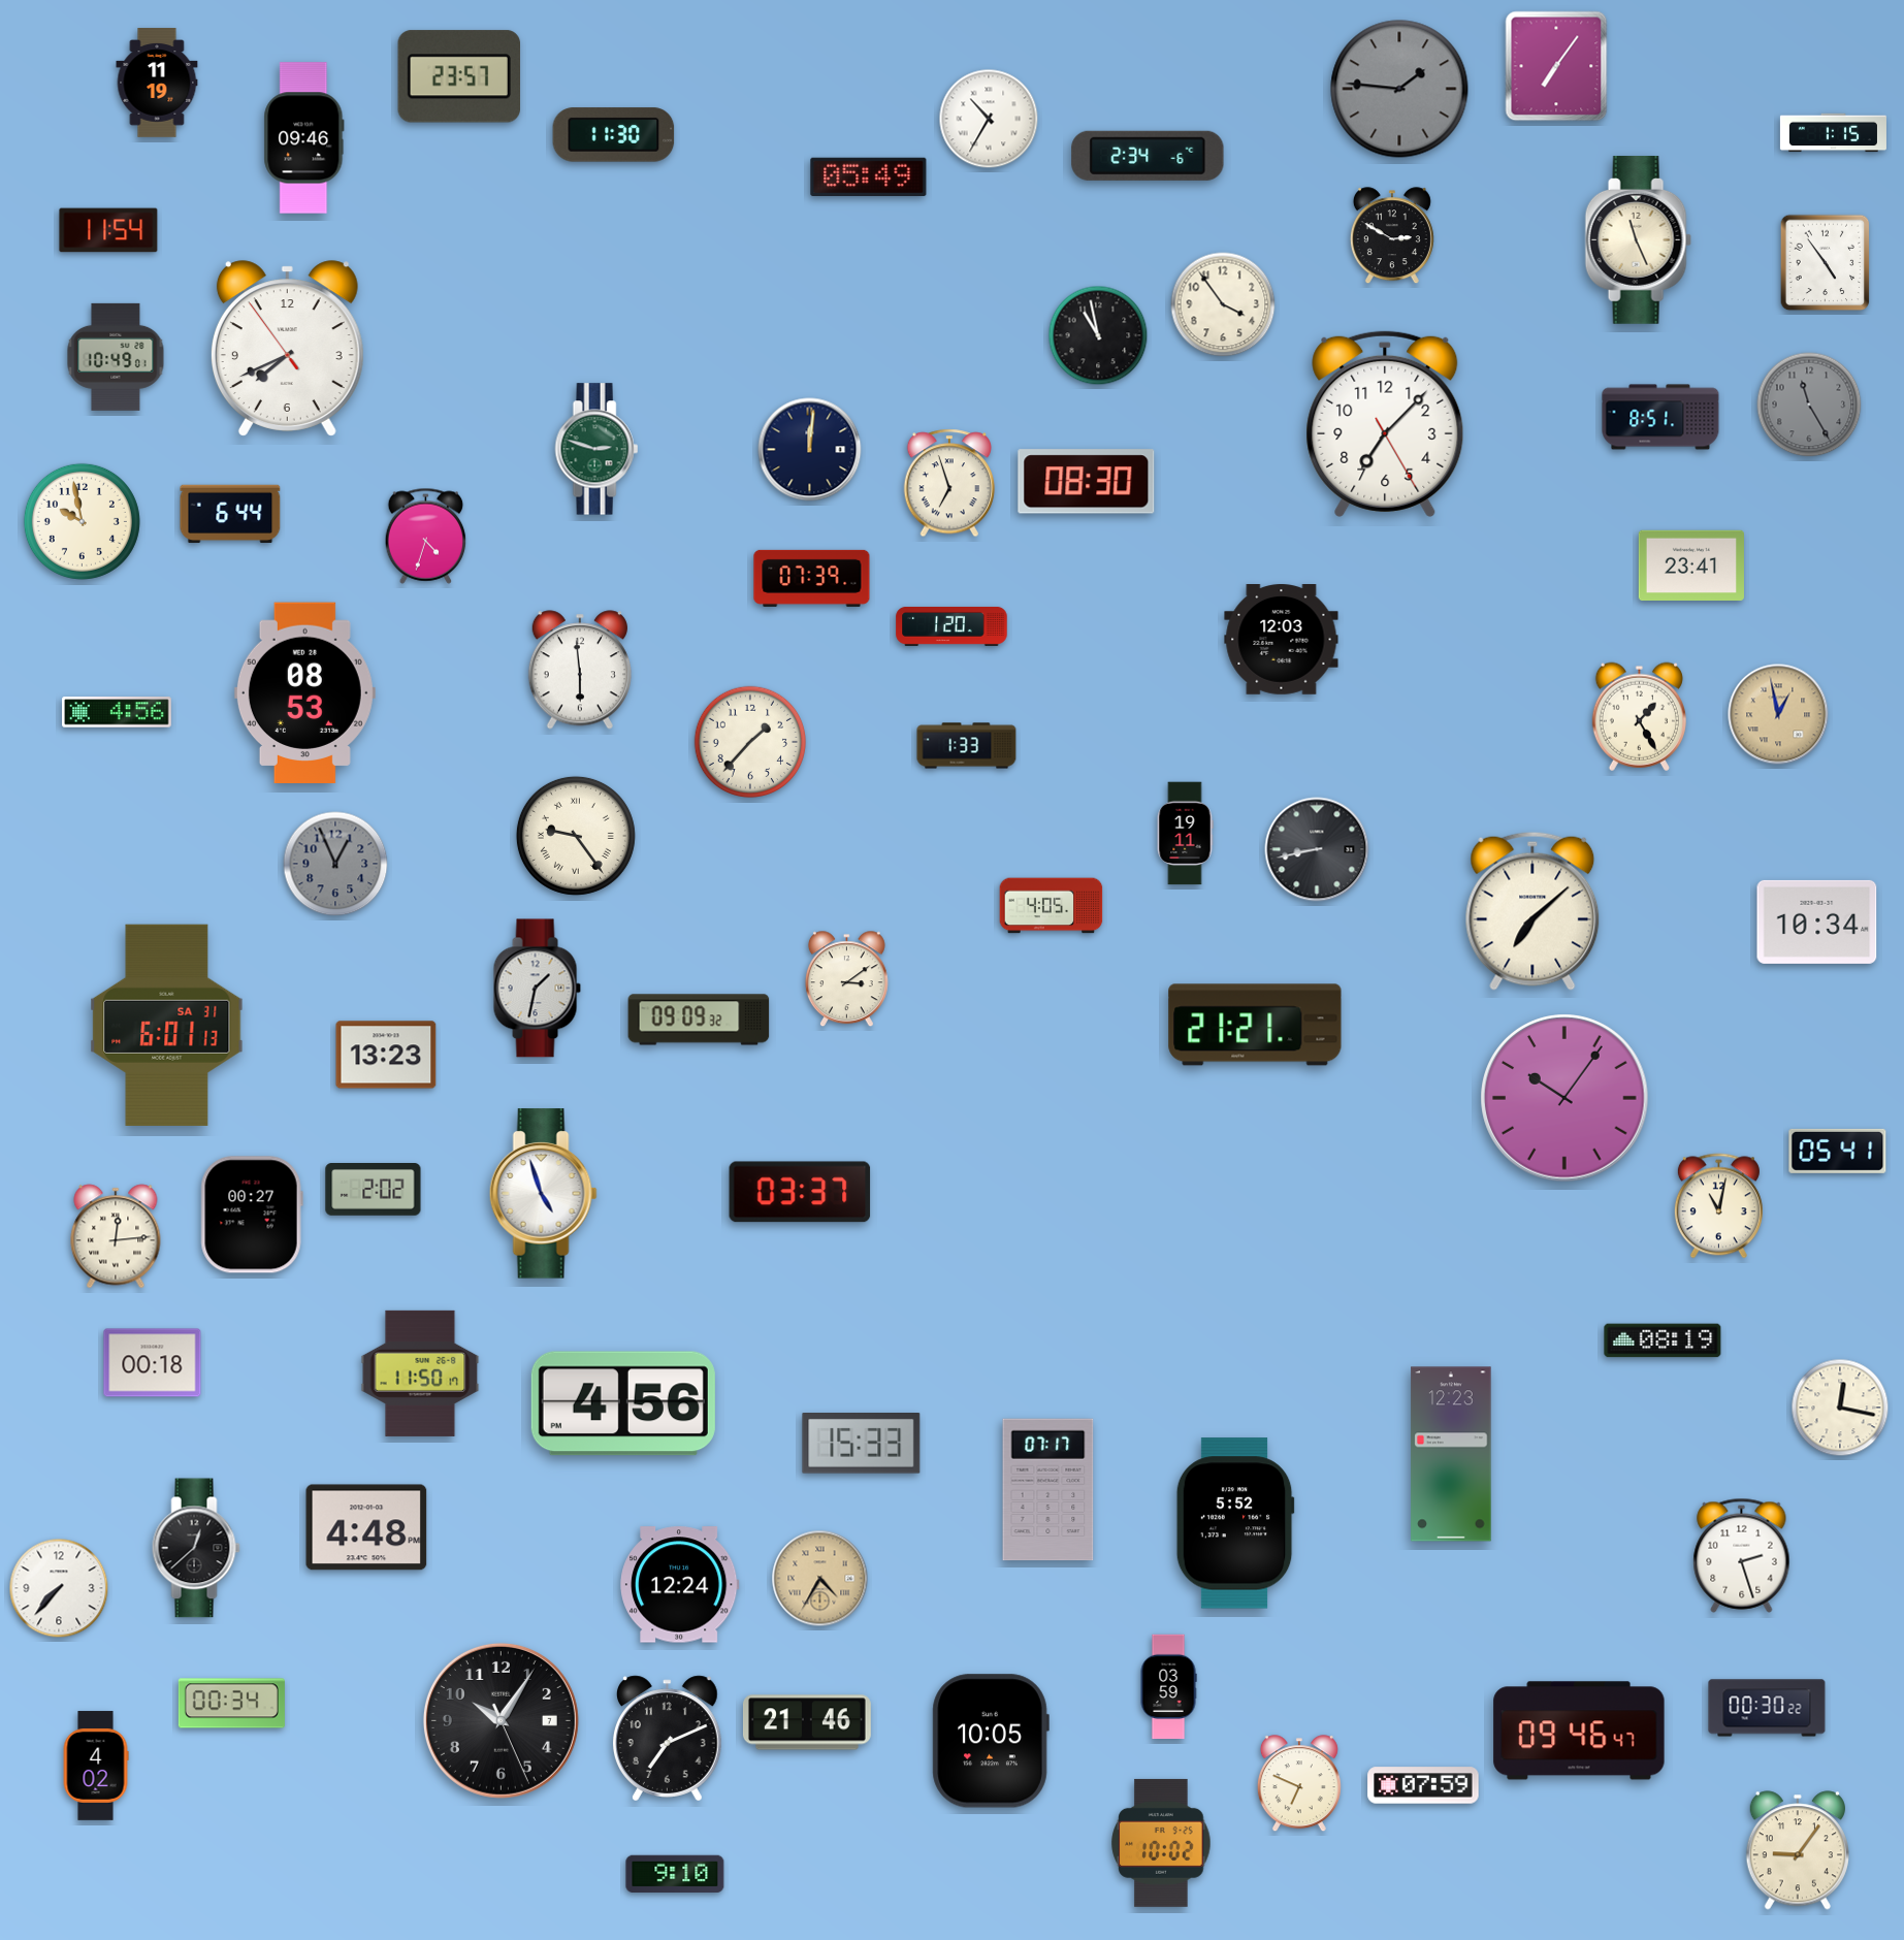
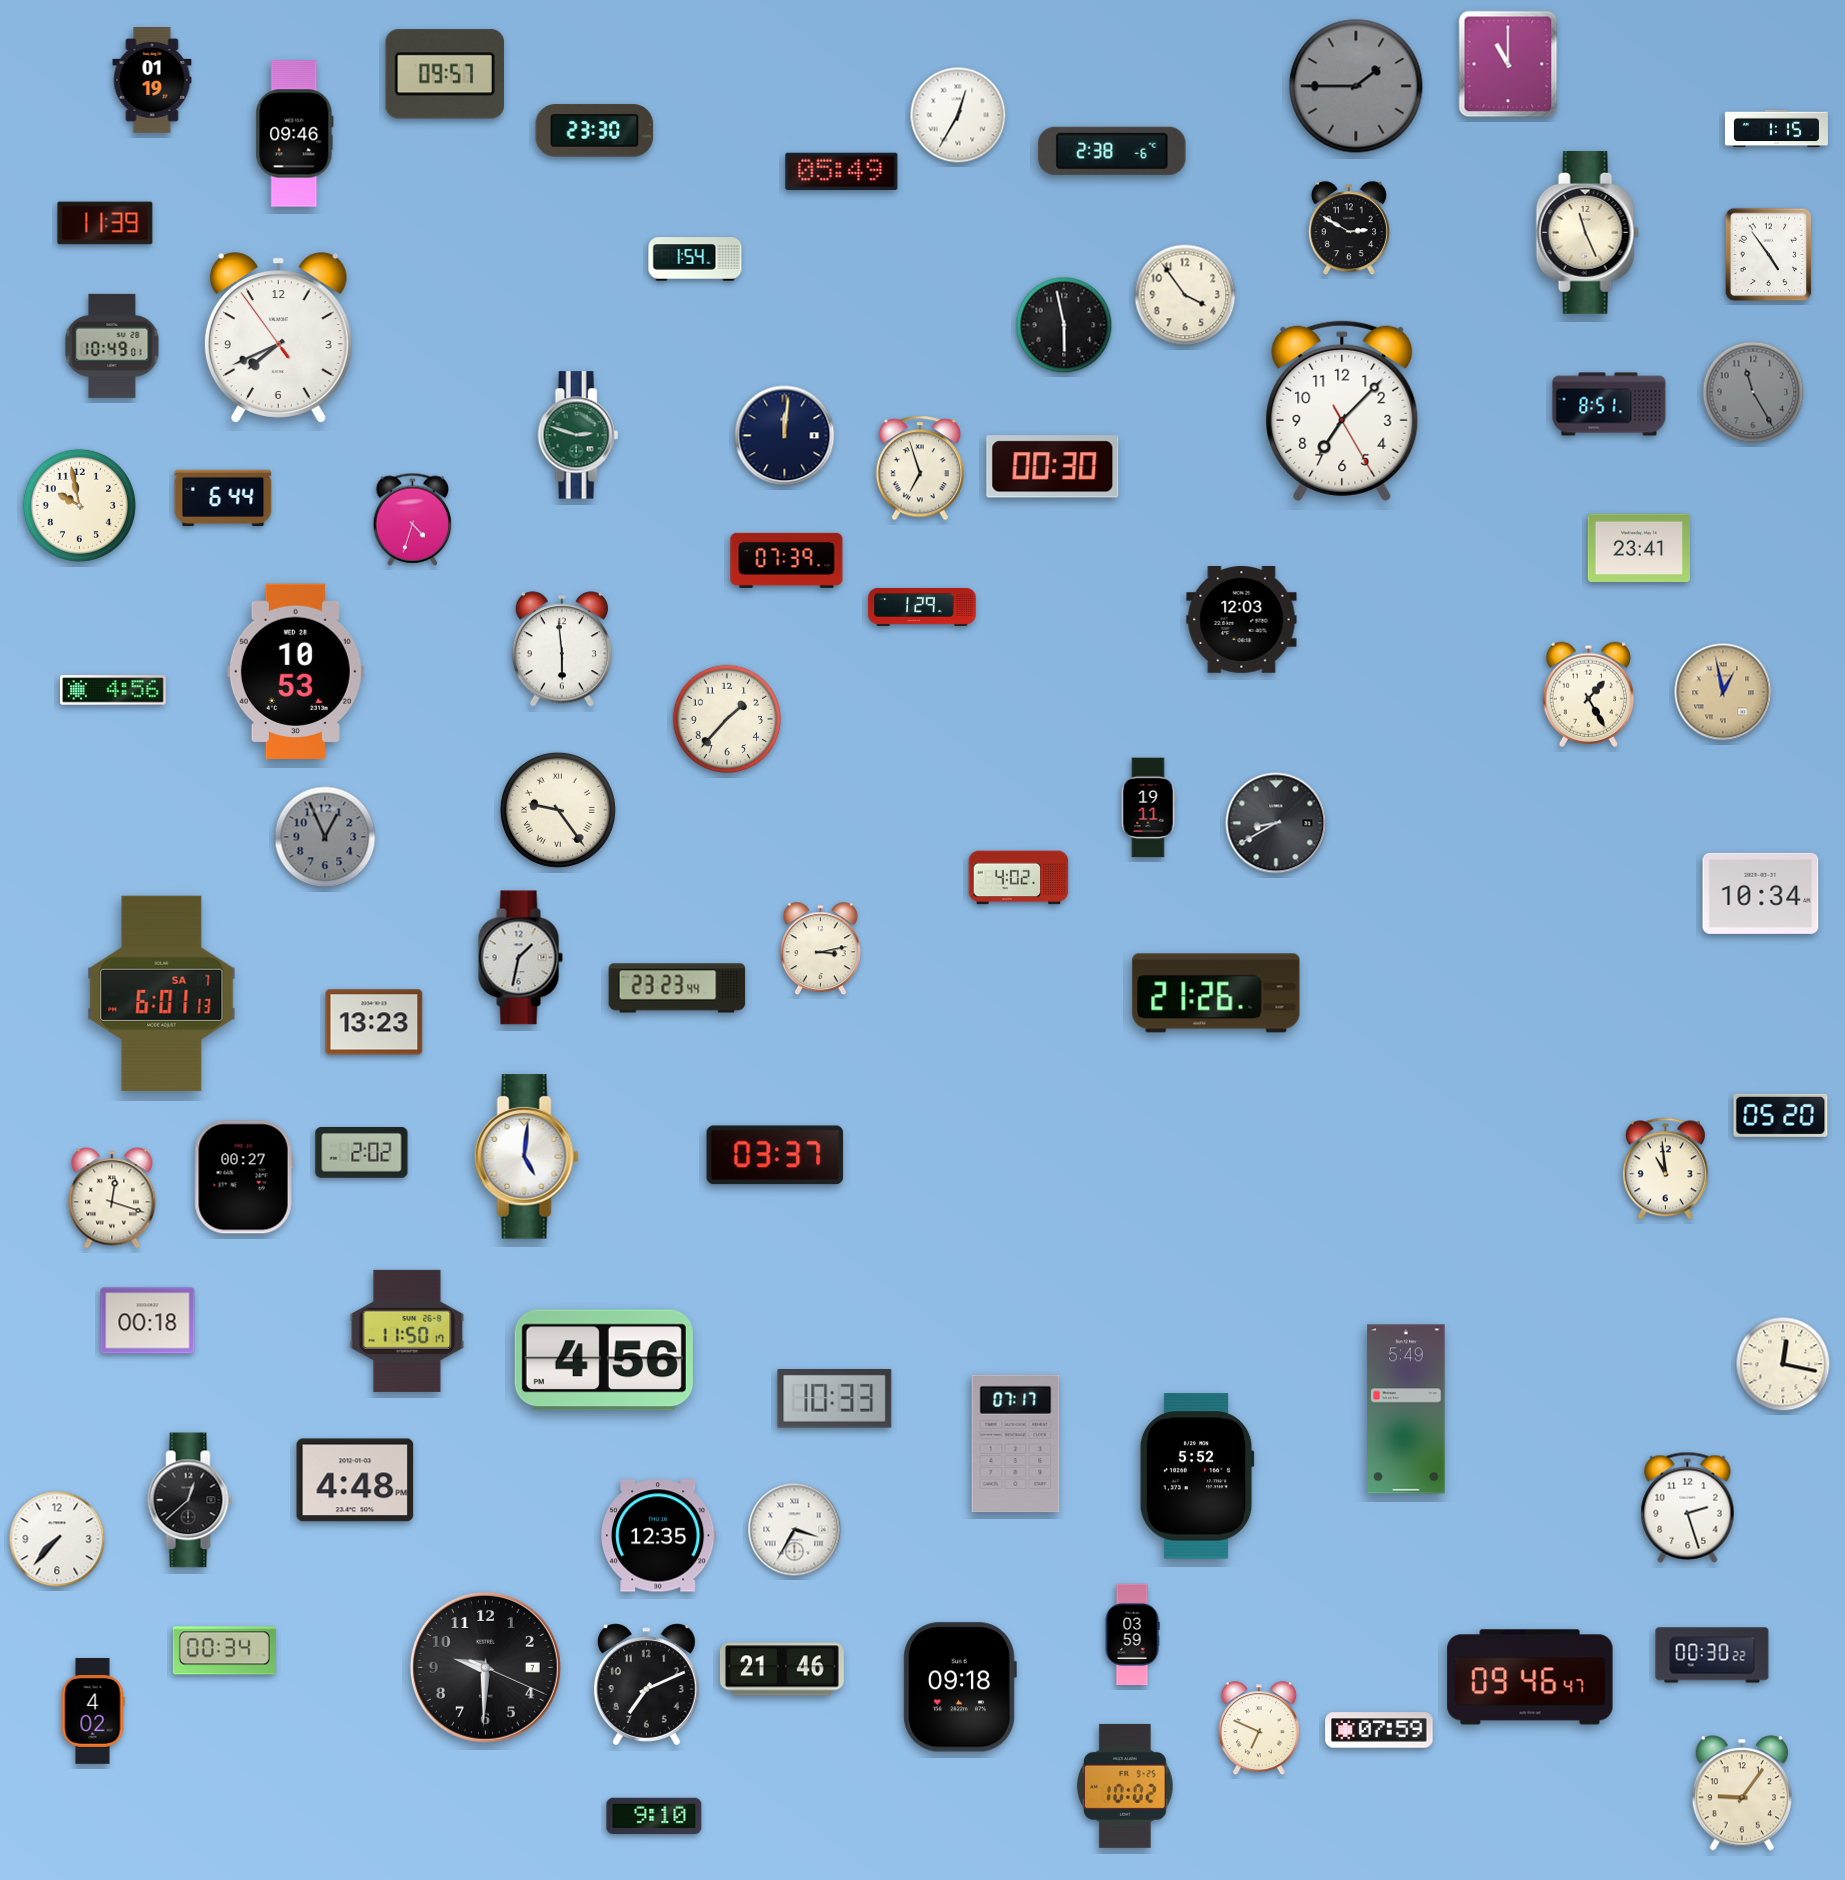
clock at (1556, 66): 7:06 -> 11:00
clock at (458, 76): 23:57 -> 09:57
clock at (157, 83): 11:19 -> 01:19
clock at (1399, 89): 1:46 -> 1:45
clock at (989, 119): 10:35 -> 12:35
clock at (614, 135): 11:30 -> 23:30
clock at (1148, 156): 2:34 -> 2:38
clock at (108, 230): 11:54 -> 11:39
clock at (695, 259): none -> 1:54
clock at (1098, 335): 10:58 -> 5:58
clock at (1087, 482): 08:30 -> 00:30
clock at (951, 626): 1:20 -> 1:29
clock at (304, 693): 08:53 -> 10:53
clock at (967, 746): 1:33 -> none
clock at (1317, 849): 8:43 -> 8:40
clock at (1052, 906): 4:05 -> 4:02
clock at (1532, 911): 7:08 -> none
clock at (846, 979): 3:09 -> 3:13
clock at (699, 1020): 09:09 -> 23:23
clock at (167, 1025) date: SA 31 -> SA 7
clock at (1255, 1025): 21:21 -> 21:26
clock at (1564, 1098): 10:06 -> none
clock at (1838, 1151): 05:41 -> 05:20
clock at (543, 1194): 4:57 -> 5:01
clock at (1718, 1206): 11:02 -> 10:59
clock at (116, 1236): 12:14 -> 12:18
clock at (1663, 1340): 08:19 -> none
clock at (862, 1444): 15:33 -> 10:33
clock at (1451, 1454): 12:23 -> 5:49
clock at (820, 1579): 4:35 -> 3:35
clock at (820, 1579) dial: champagne -> white
clock at (680, 1585): 12:24 -> 12:35
clock at (501, 1720): 10:05 -> 9:30
clock at (991, 1741): 10:05 -> 09:18
